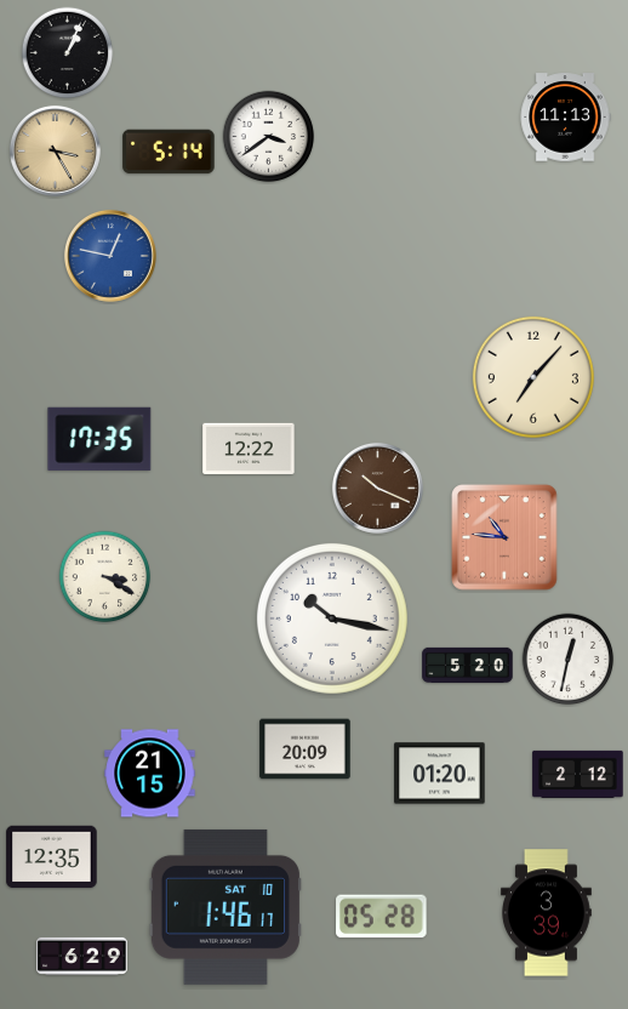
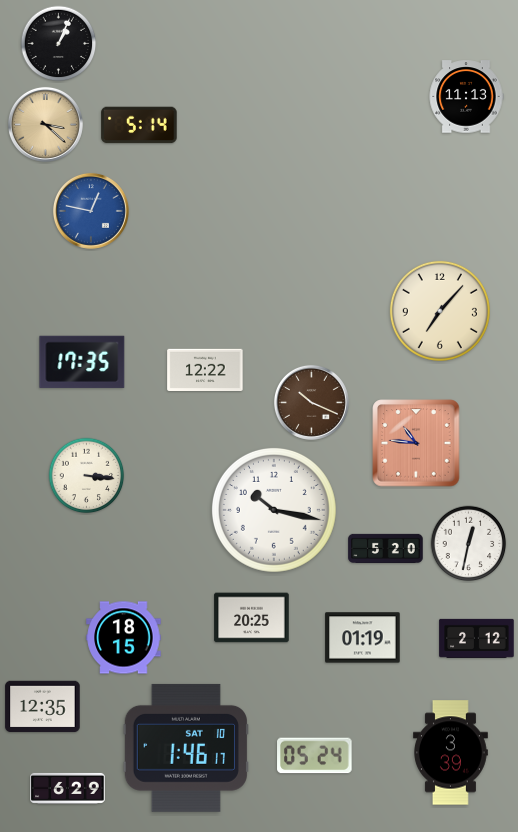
clock at (68, 53) position: (68, 53) -> (59, 44)
clock at (269, 137): 3:39 -> none
clock at (55, 150): 3:25 -> 3:22
clock at (105, 577): 3:20 -> 3:16
clock at (306, 749): 20:09 -> 20:25
clock at (150, 774): 21:15 -> 18:15
clock at (440, 774): 01:20 -> 01:19
clock at (382, 917): 05:28 -> 05:24
